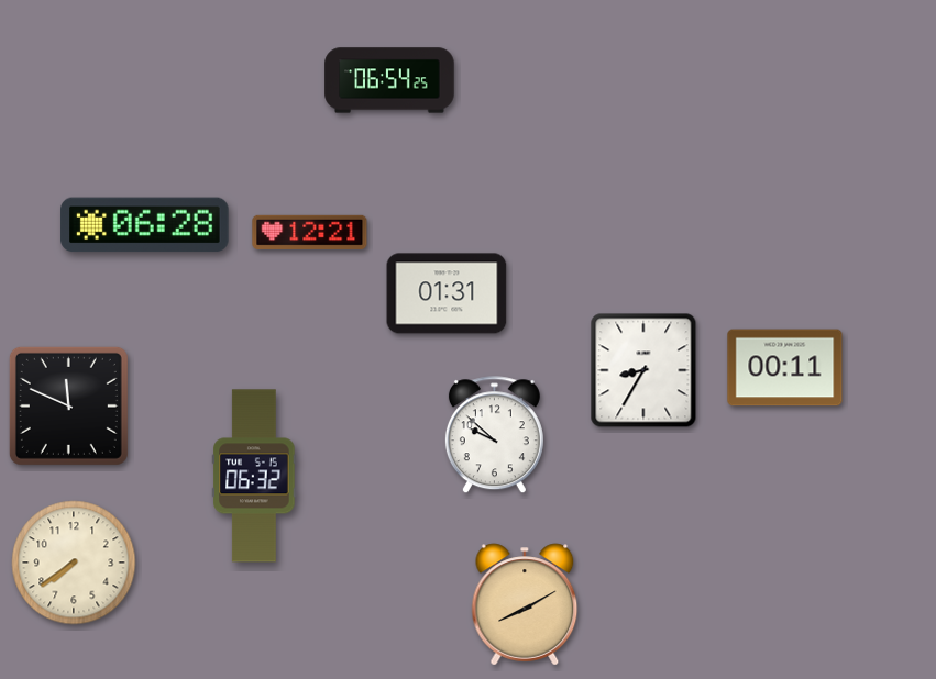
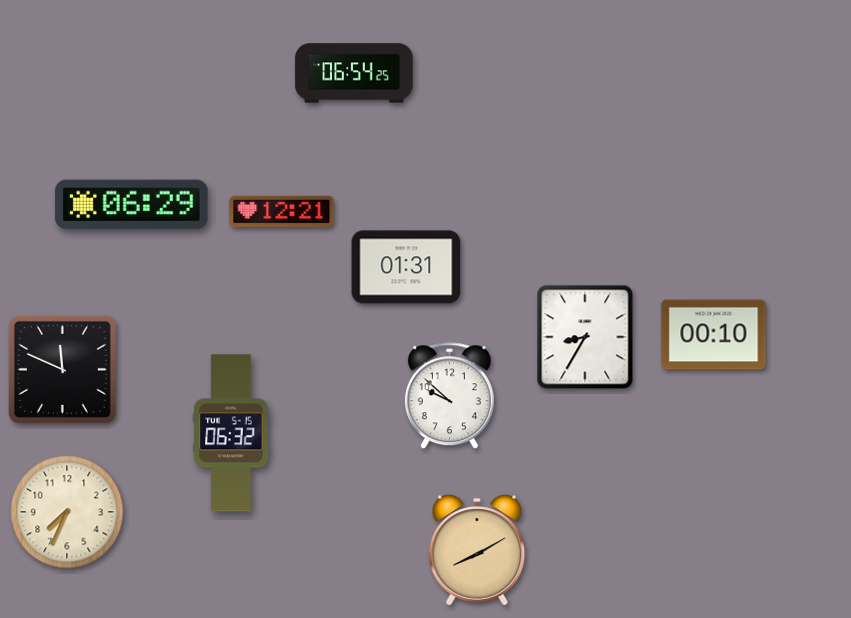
clock at (145, 225): 06:28 -> 06:29
clock at (785, 368): 00:11 -> 00:10
clock at (74, 563): 7:39 -> 7:34
